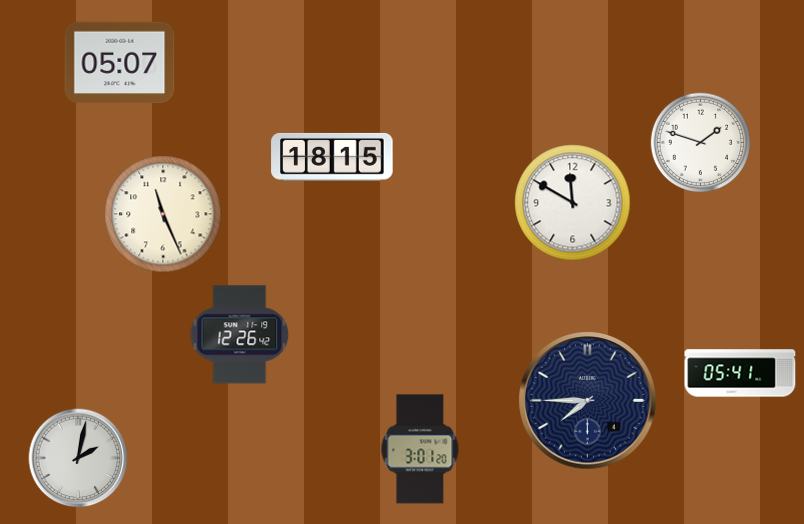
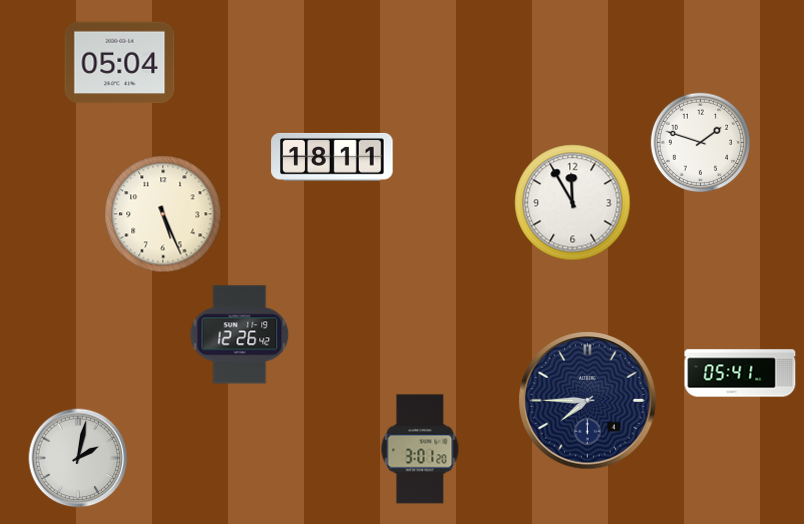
clock at (120, 63): 05:07 -> 05:04
clock at (332, 157): 18:15 -> 18:11
clock at (573, 203): 11:50 -> 11:55
clock at (163, 214): 11:26 -> 5:26
